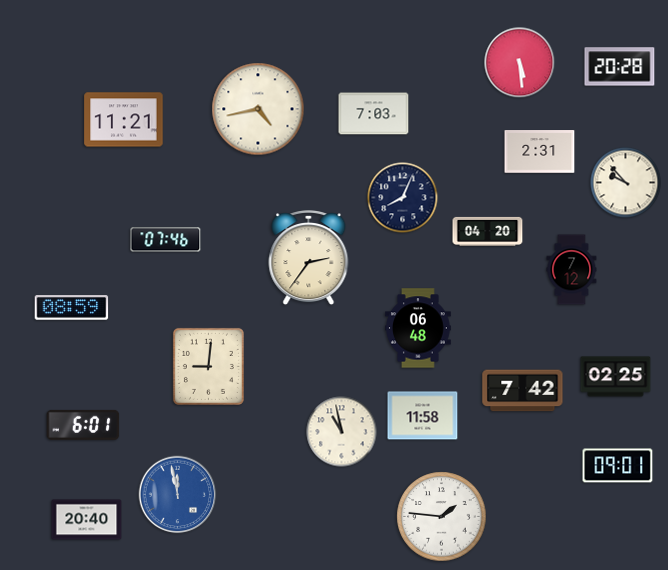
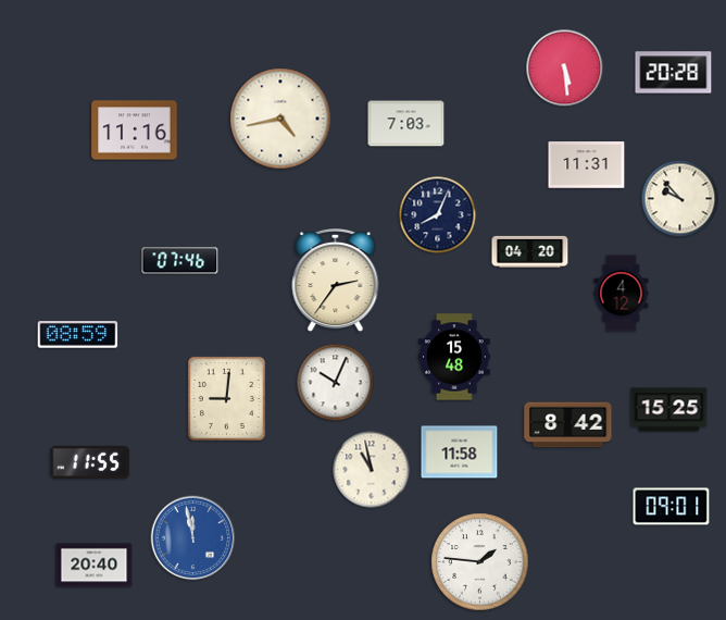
clock at (124, 120): 11:21 -> 11:16
clock at (540, 152): 2:31 -> 11:31
clock at (572, 270): 7:12 -> 4:12
clock at (418, 328): 06:48 -> 15:48
clock at (336, 383): none -> 10:04
clock at (616, 377): 02:25 -> 15:25
clock at (523, 391): 7:42 -> 8:42
clock at (83, 425): 6:01 -> 11:55
